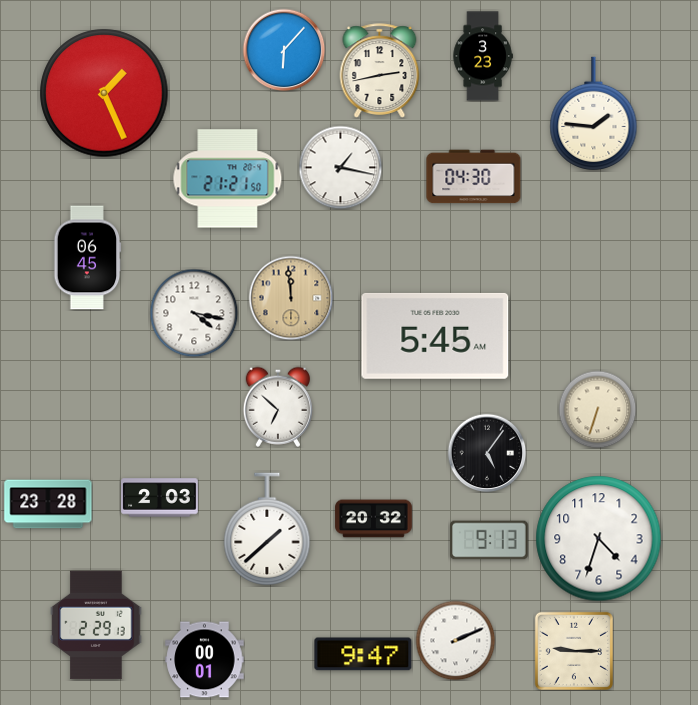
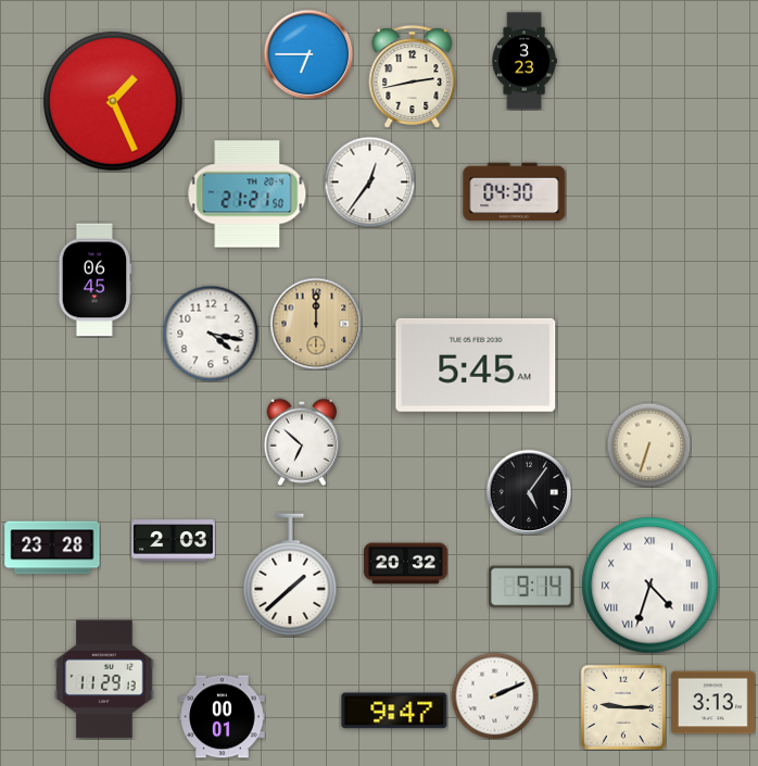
clock at (284, 50): 6:07 -> 6:45
clock at (594, 114): 1:46 -> none
clock at (340, 167): 1:17 -> 12:36
clock at (291, 298): 11:59 -> 12:00
clock at (194, 313) position: (194, 313) -> (211, 334)
clock at (435, 336) position: (435, 336) -> (476, 365)
clock at (599, 539) numerals: Arabic -> Roman
clock at (489, 540): 9:13 -> 9:14
clock at (96, 625): 2:29 -> 11:29
clock at (713, 703): none -> 3:13
